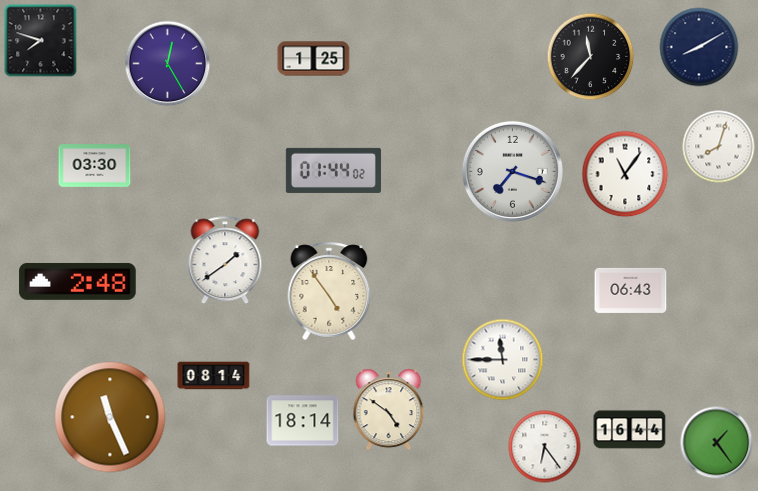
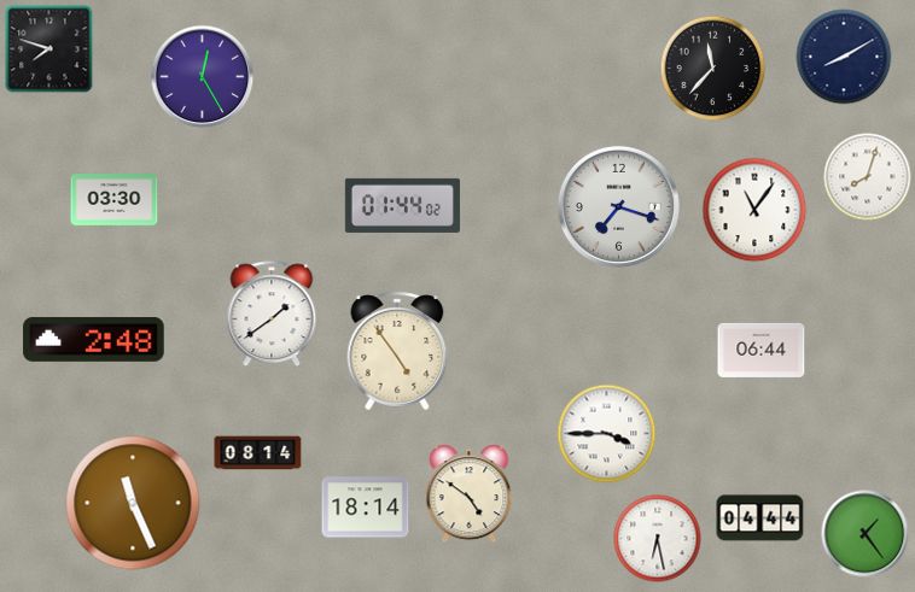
clock at (314, 59): 1:25 -> none
clock at (631, 290): 06:43 -> 06:44
clock at (503, 360): 11:45 -> 3:45
clock at (630, 430): 16:44 -> 04:44
clock at (545, 447): 6:24 -> 6:28
